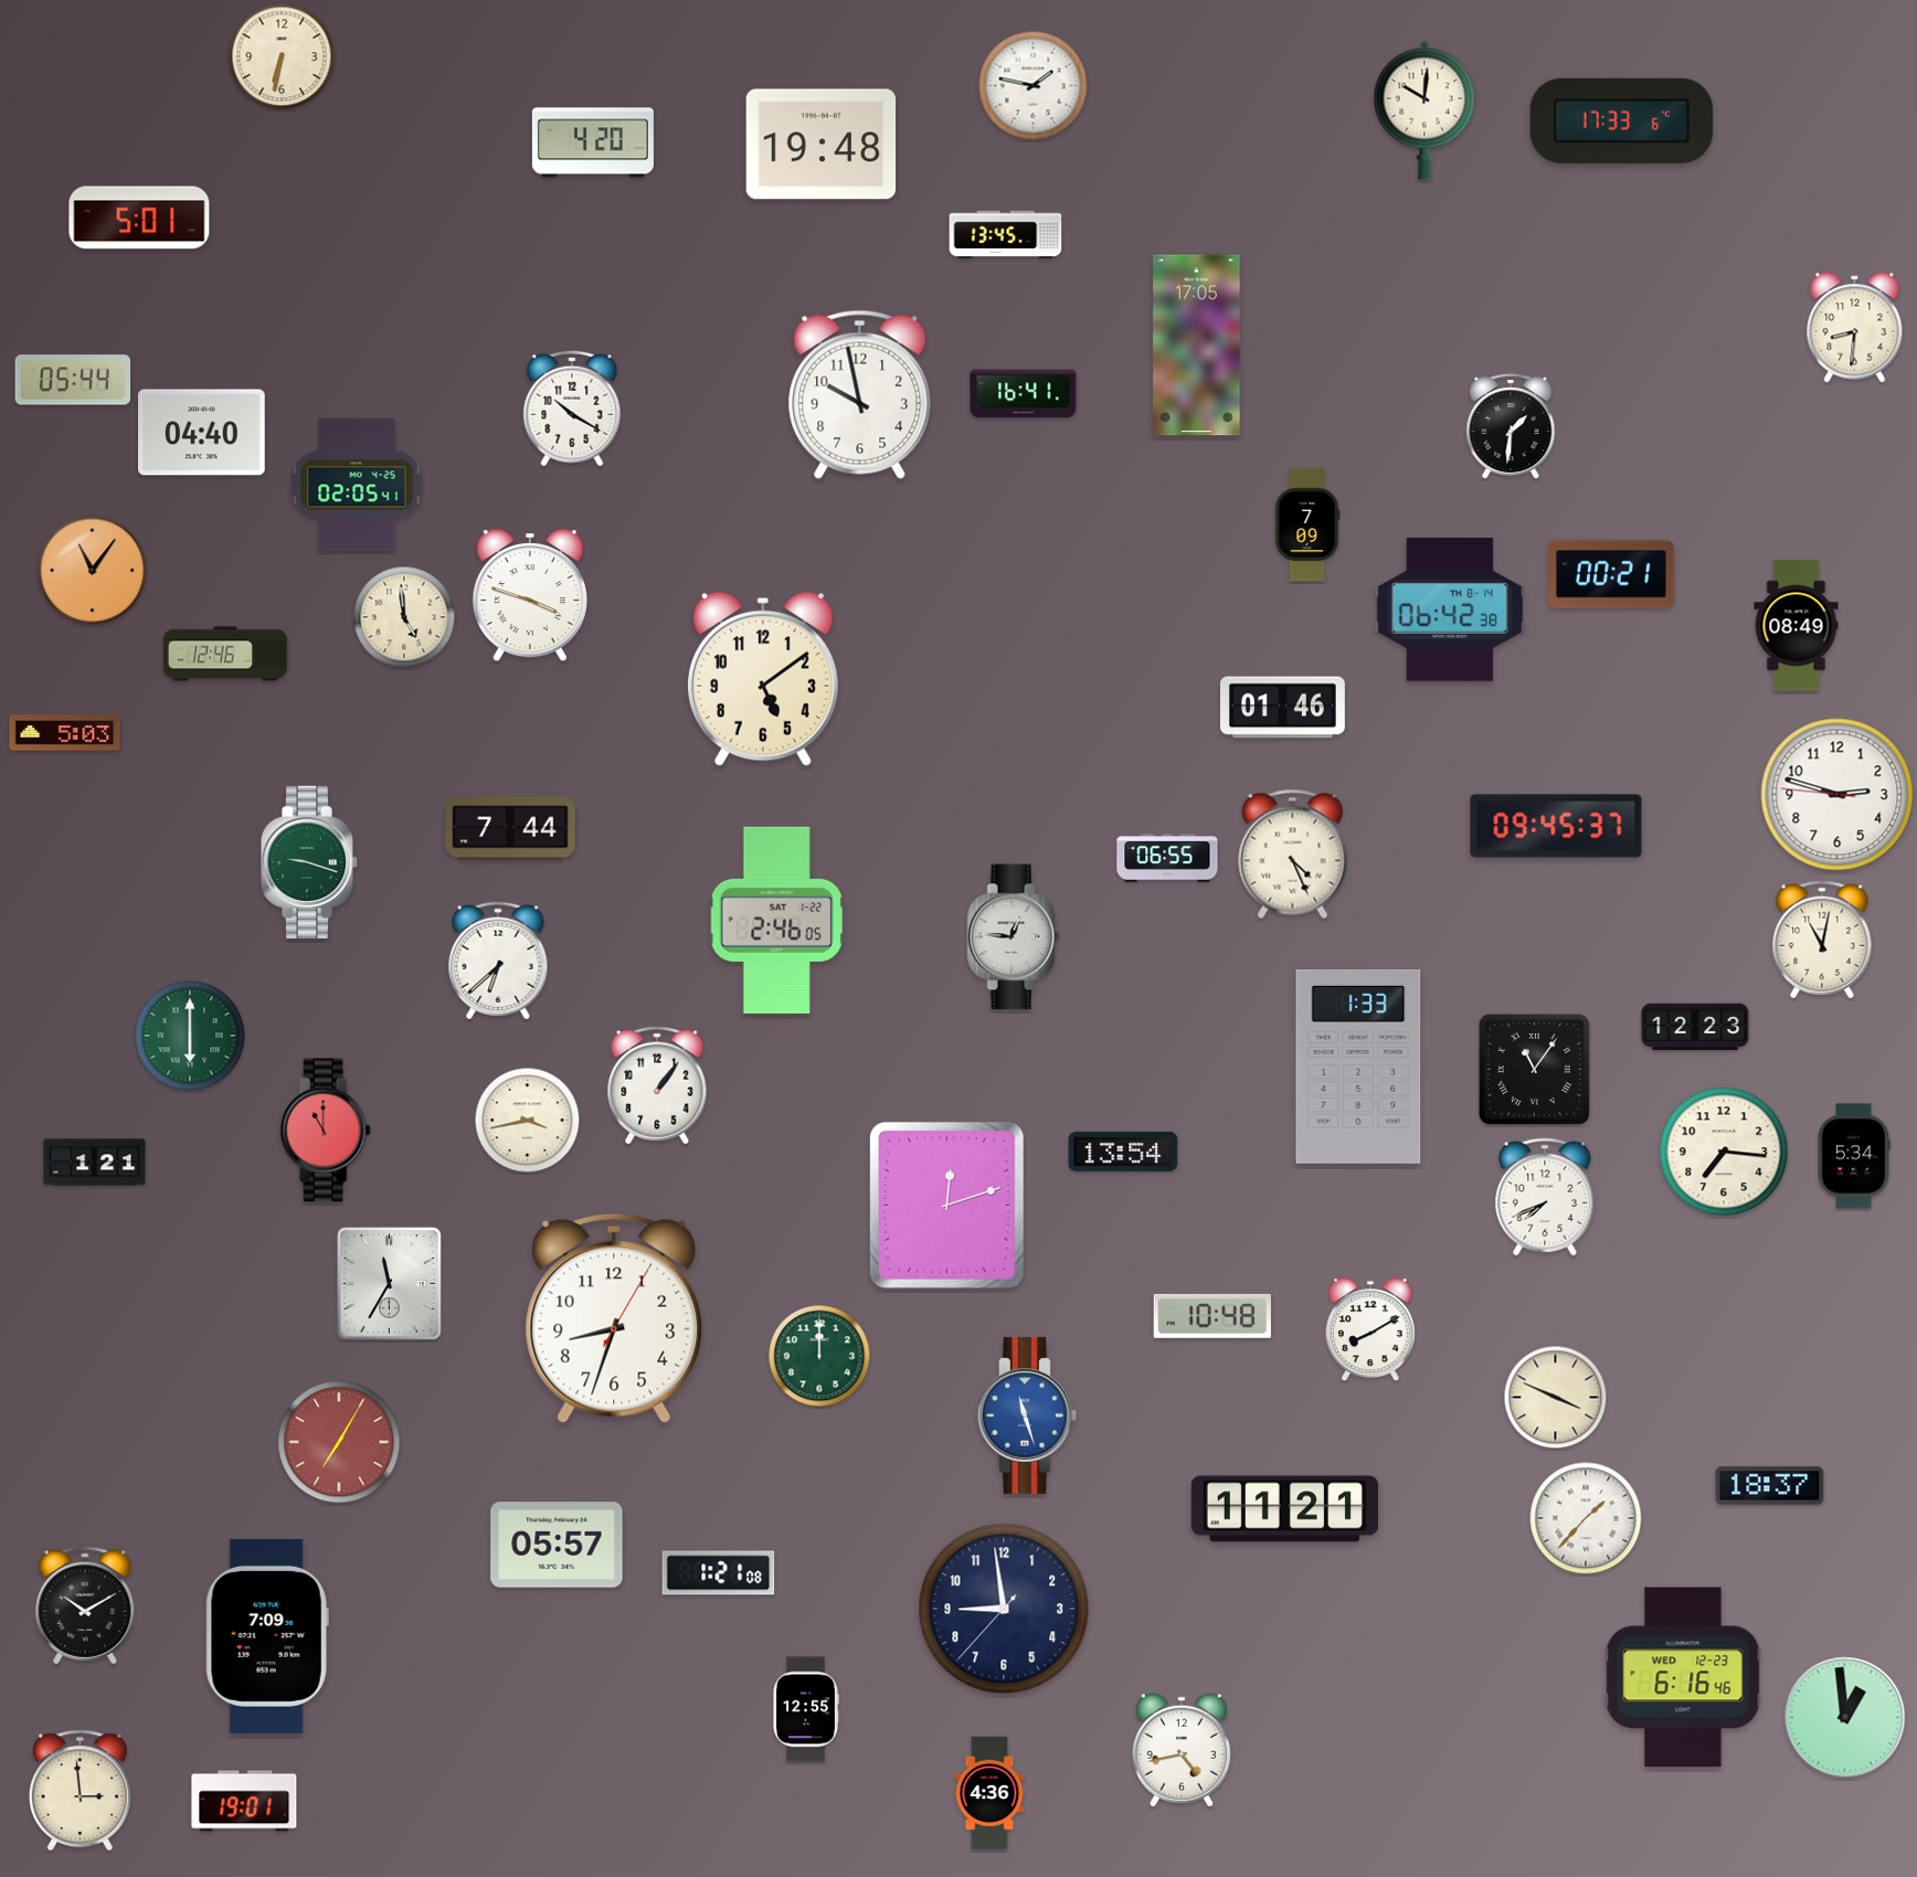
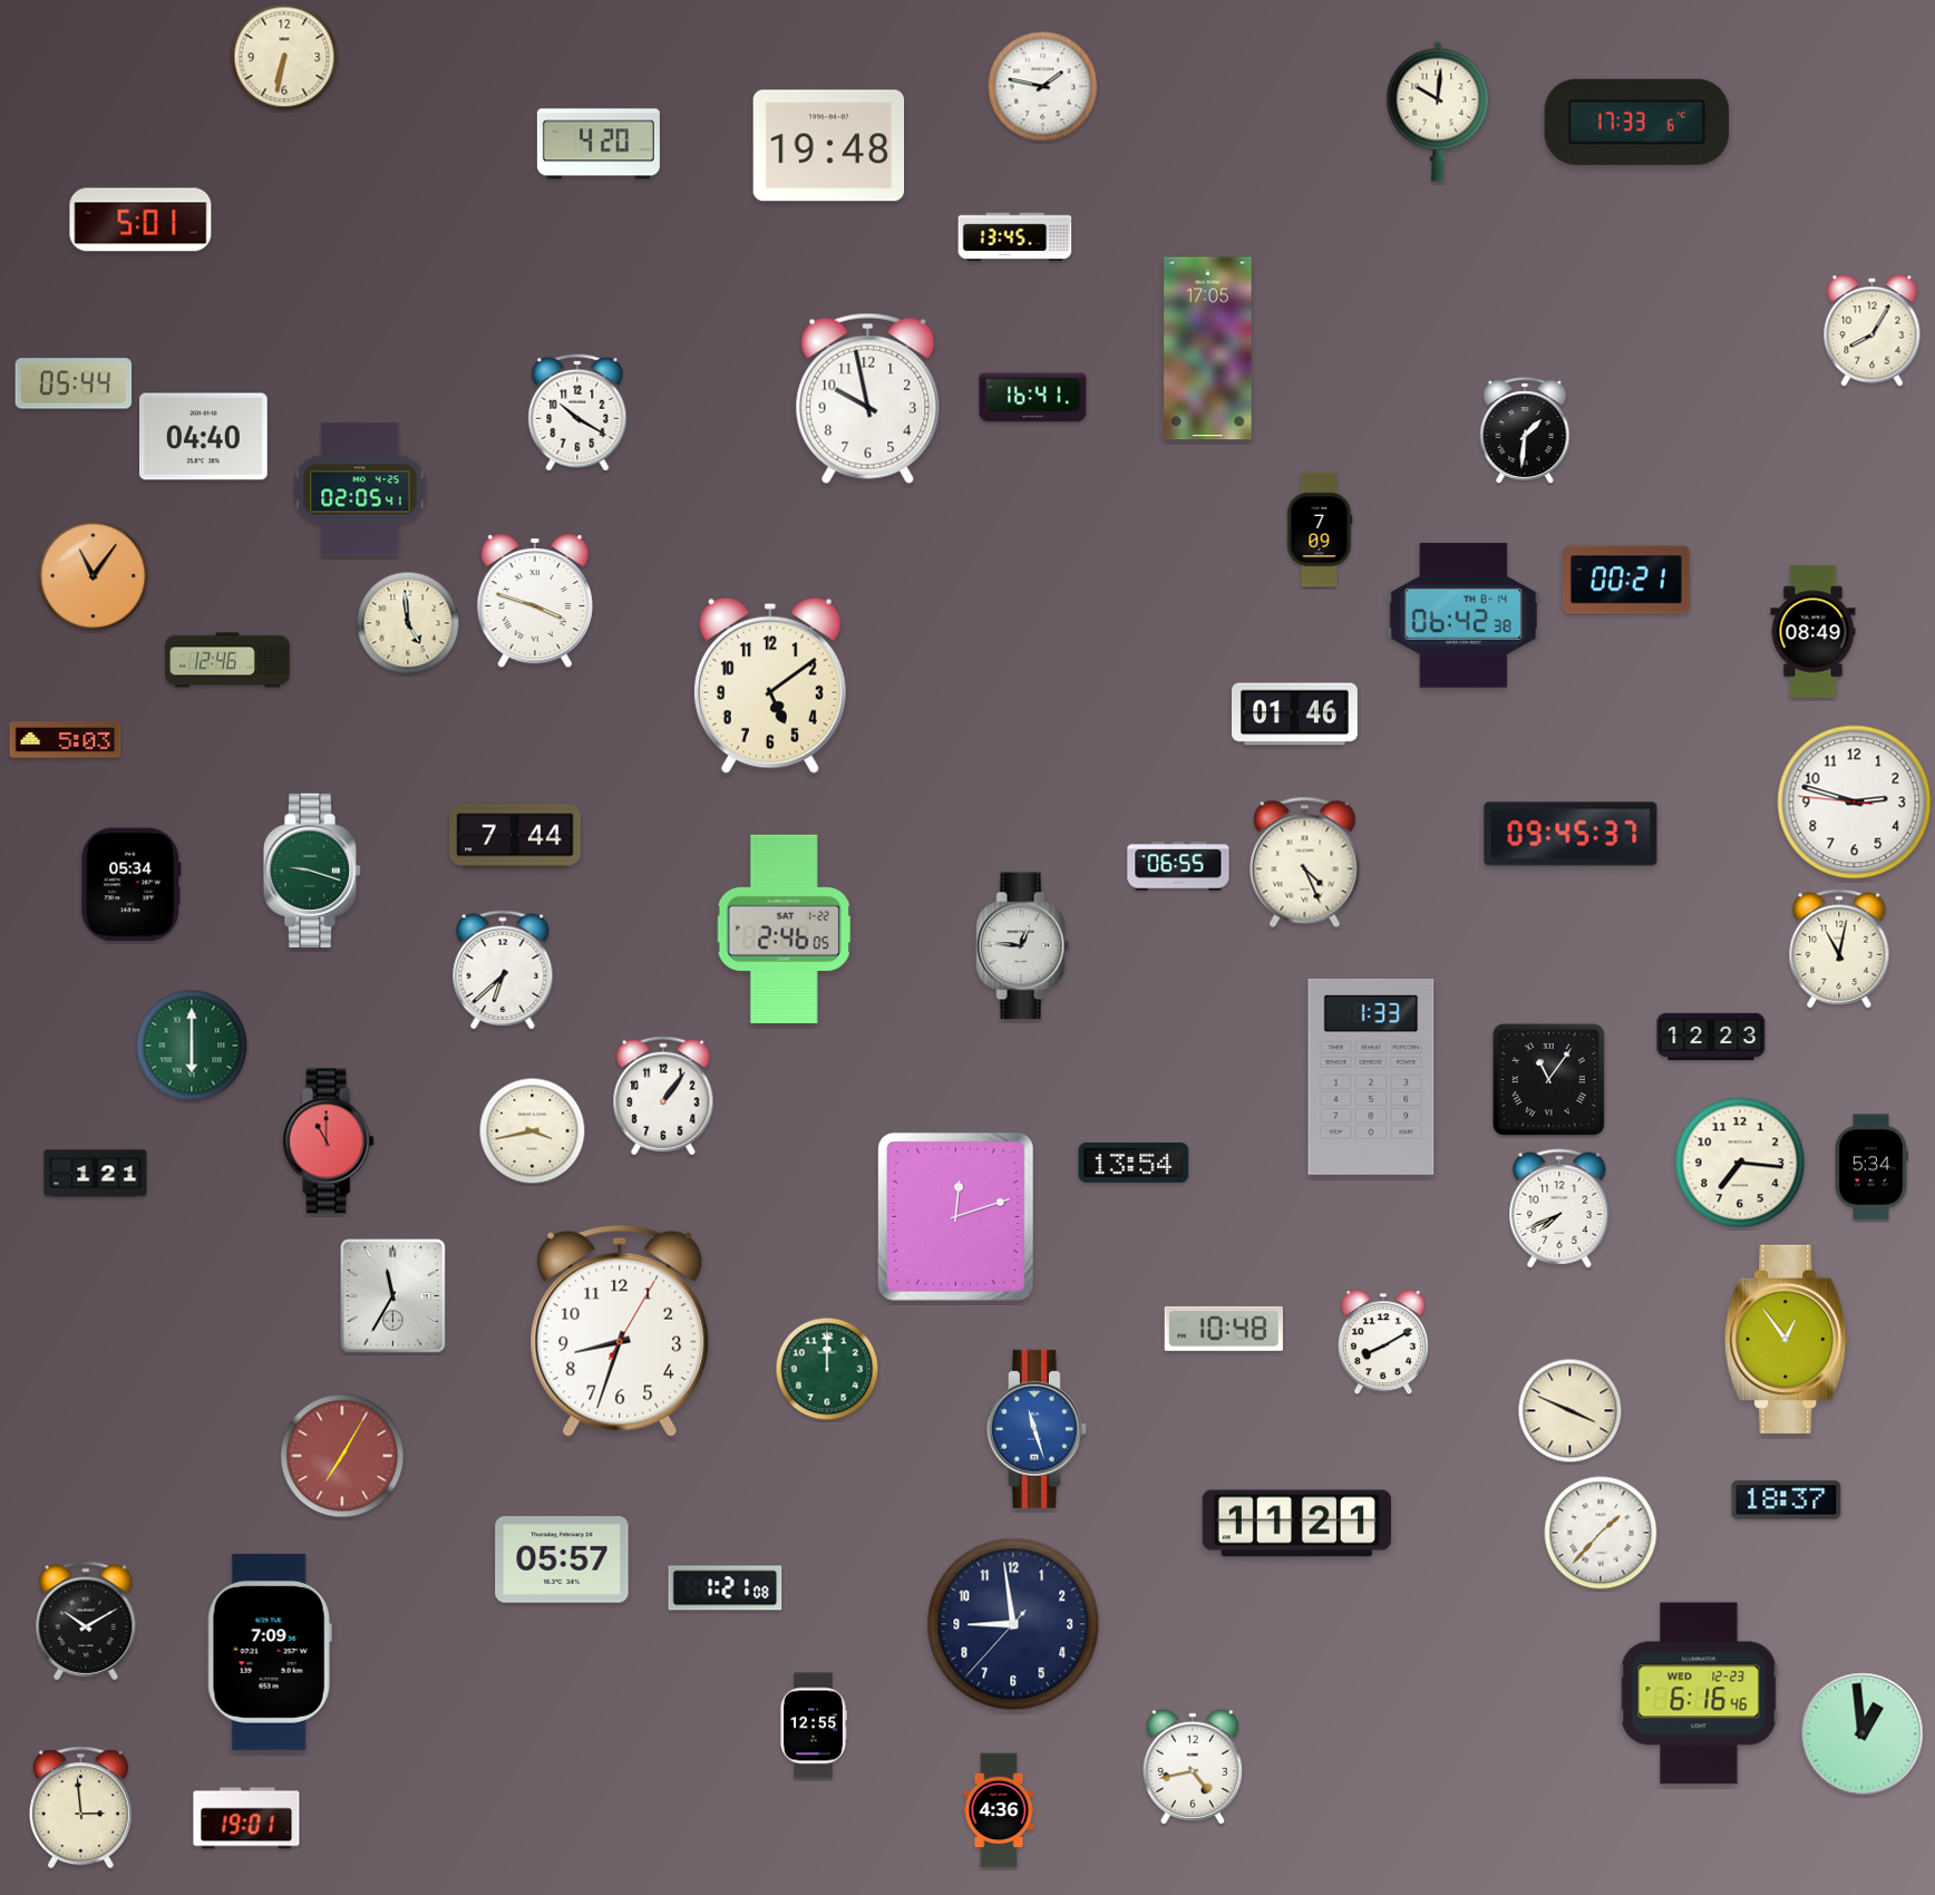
clock at (1855, 328): 8:31 -> 8:05
clock at (132, 885): none -> 05:34
clock at (1787, 1339): none -> 12:54
